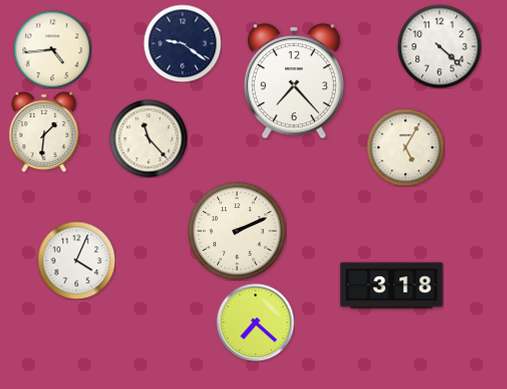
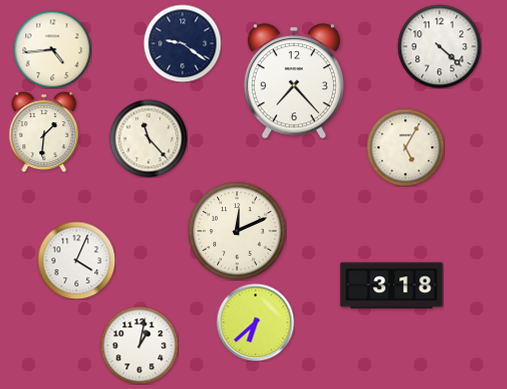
clock at (237, 231): 2:11 -> 12:11
clock at (255, 322): 7:22 -> 6:38
clock at (139, 345): none -> 1:02
